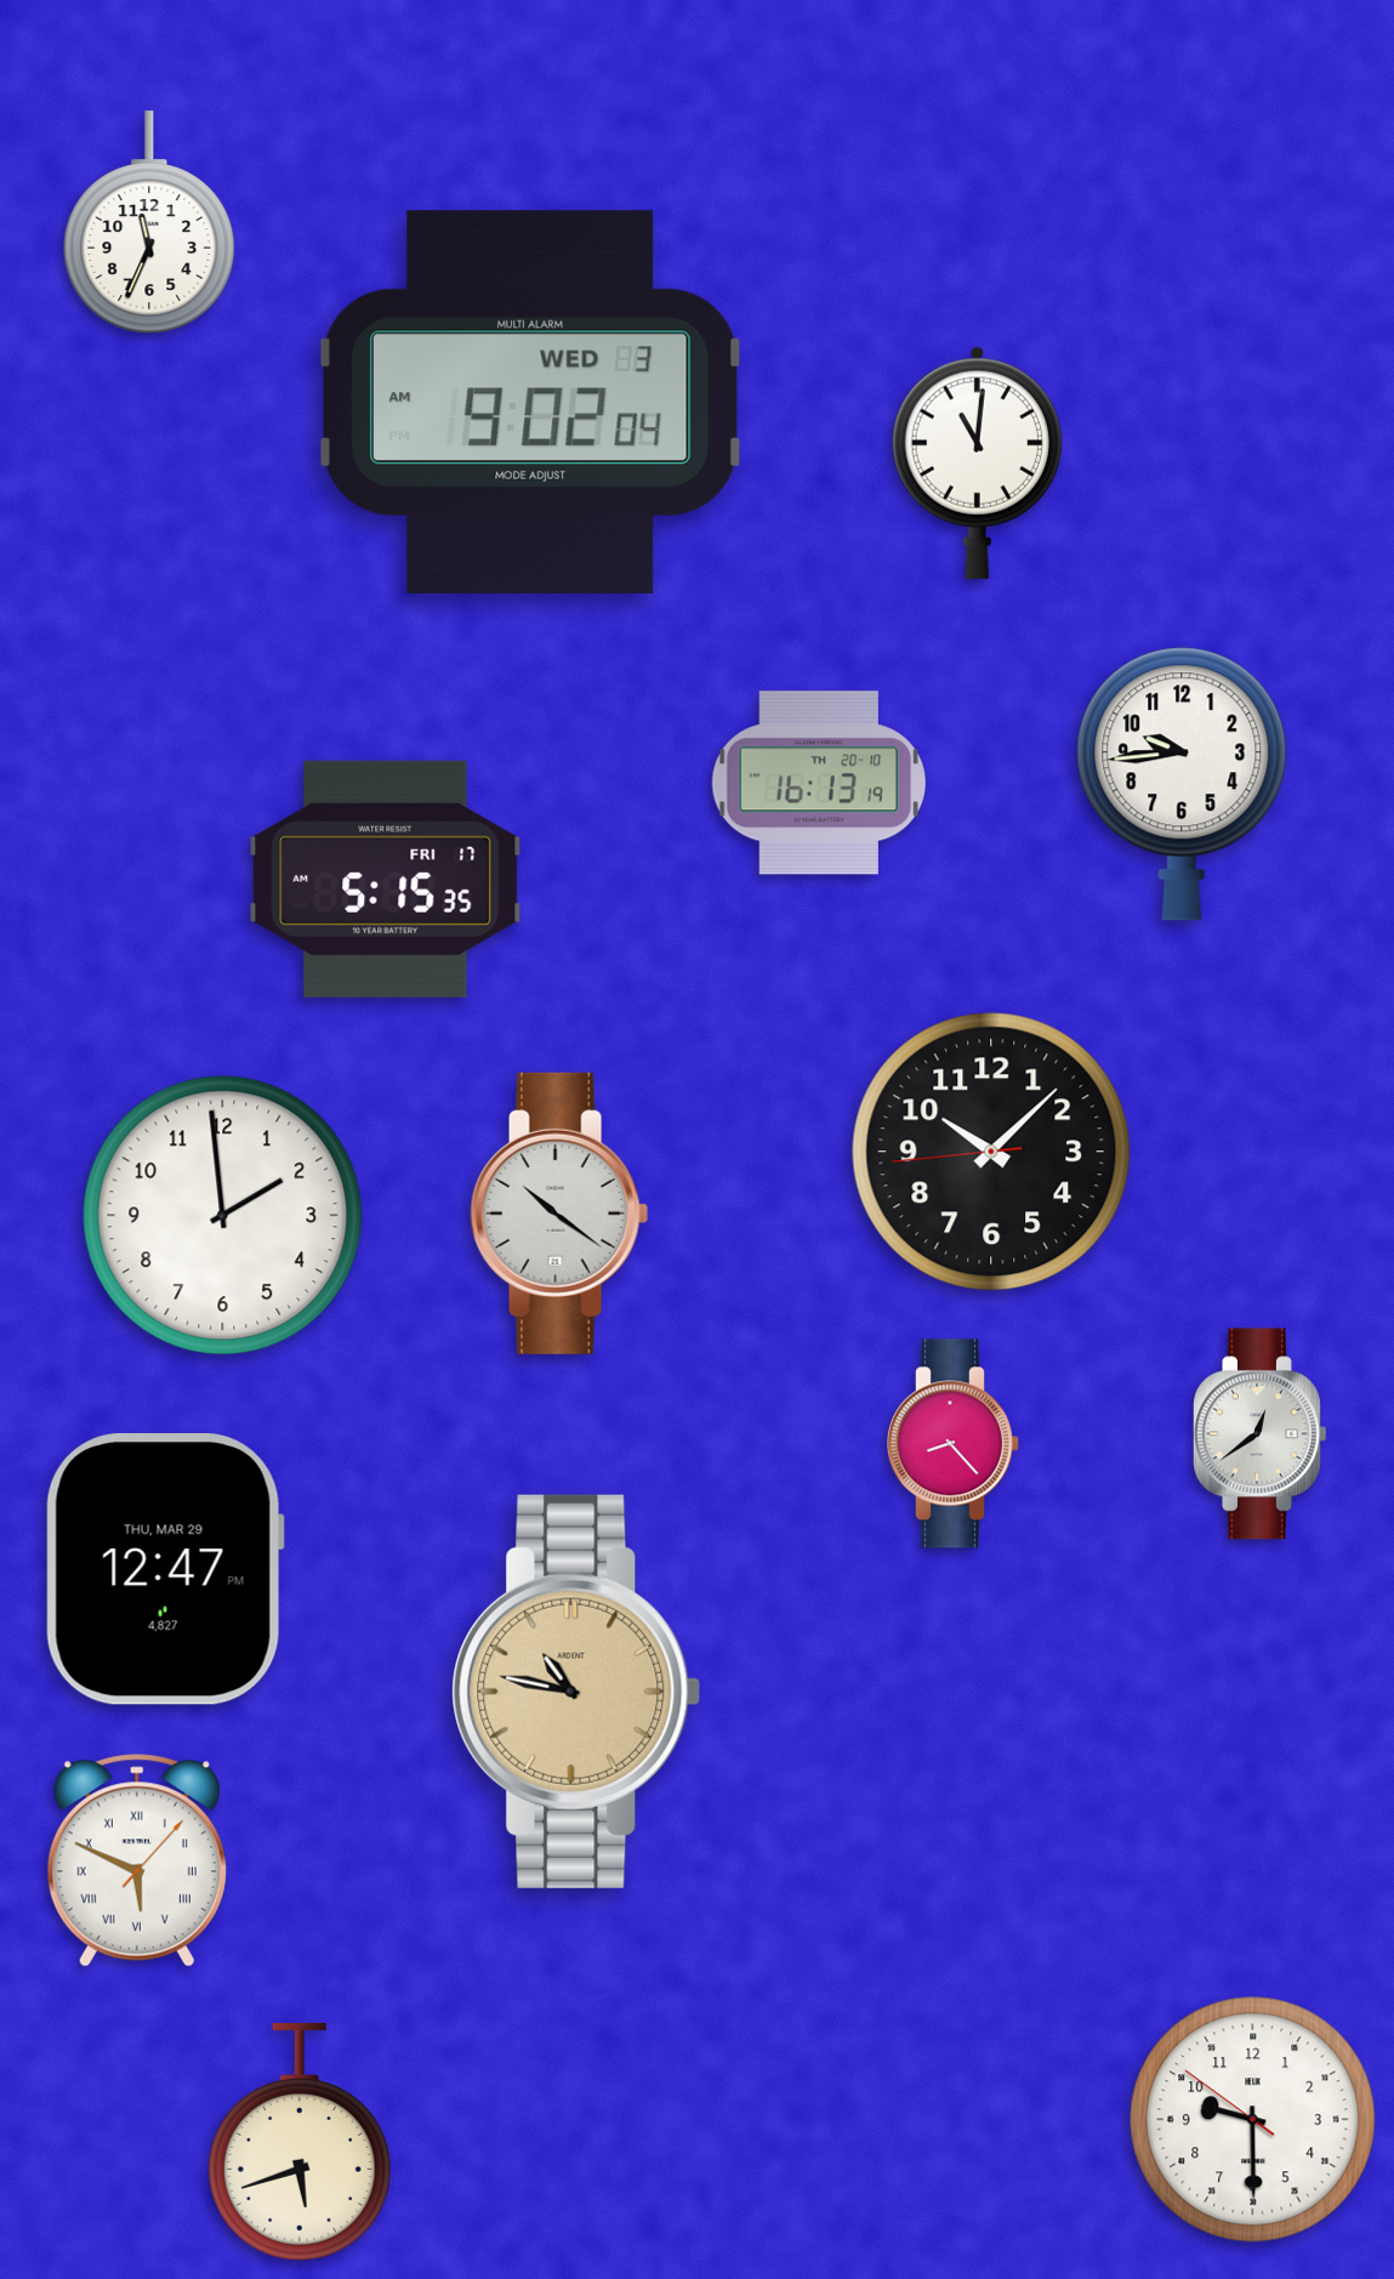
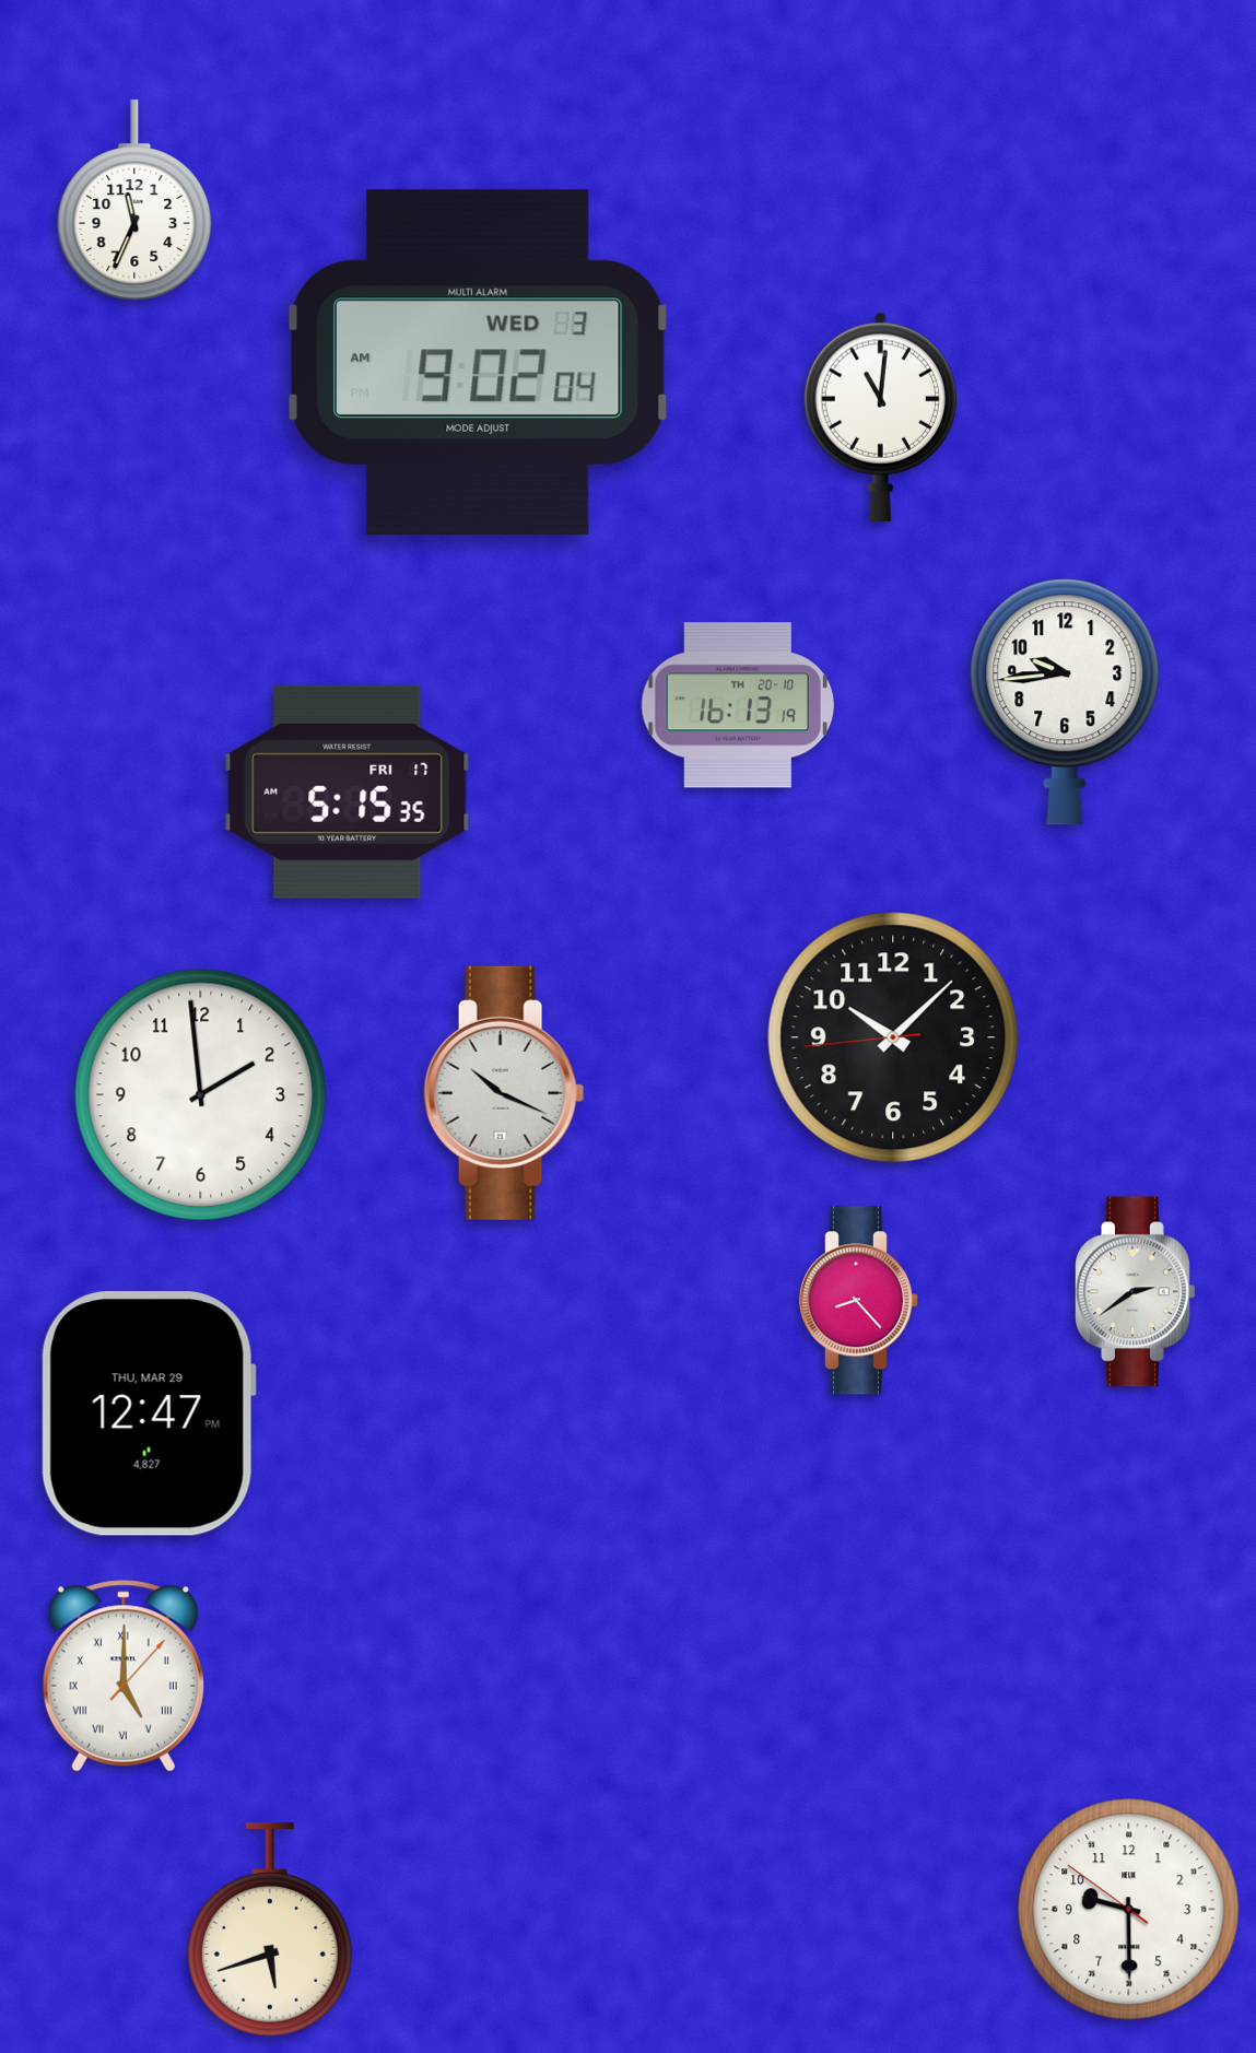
clock at (1182, 784) position: (1182, 784) -> (1065, 702)
clock at (559, 1214): 10:21 -> 10:19
clock at (1261, 1434): 12:39 -> 2:39
clock at (576, 1692): 10:47 -> none
clock at (137, 1860): 5:49 -> 5:00
